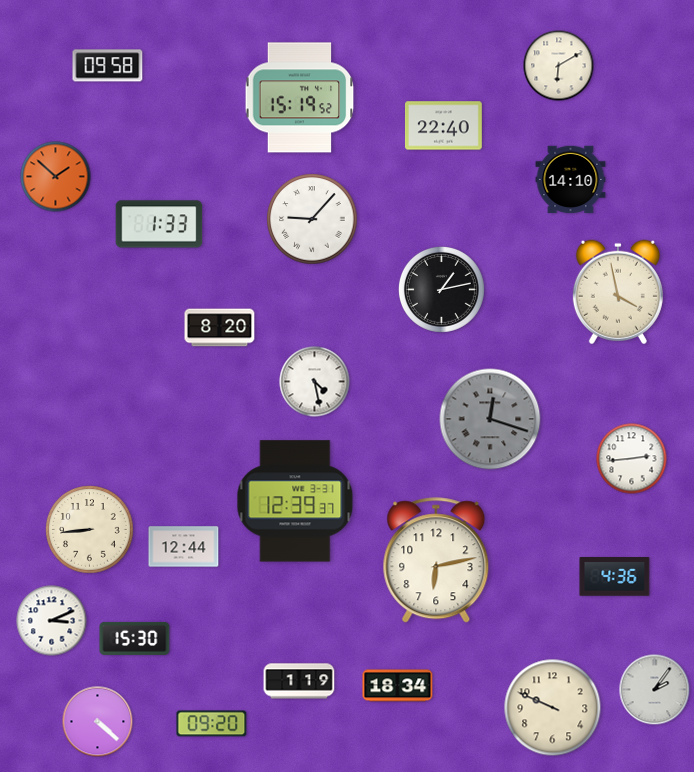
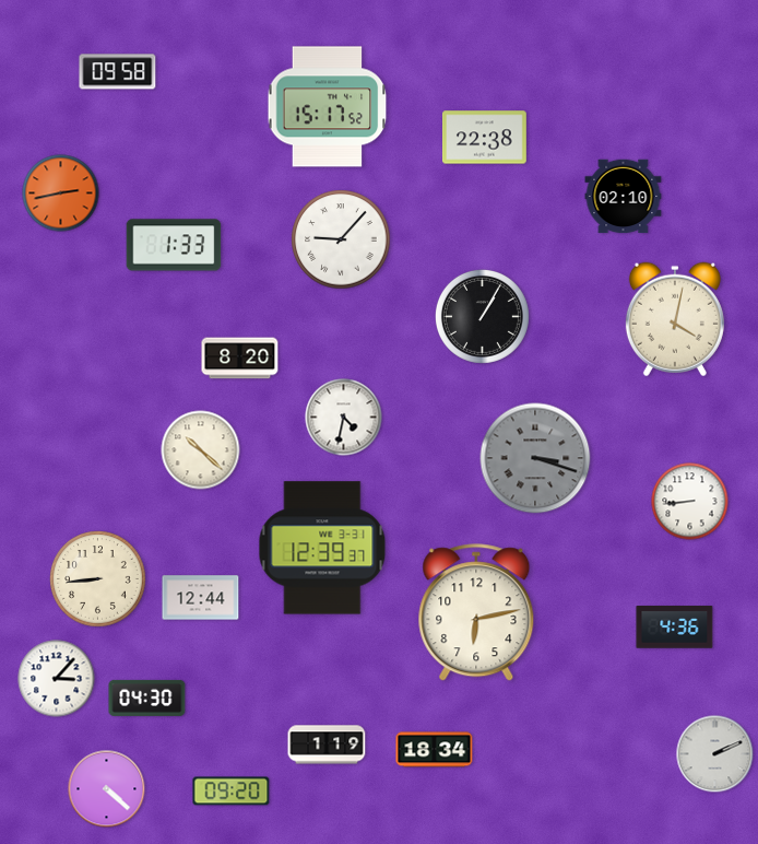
clock at (559, 66): 6:10 -> none
clock at (300, 98): 15:19 -> 15:17
clock at (444, 126): 22:40 -> 22:38
clock at (56, 177): 1:52 -> 2:43
clock at (571, 180): 14:10 -> 02:10
clock at (441, 289): 1:13 -> 1:05
clock at (618, 292): 3:58 -> 4:02
clock at (315, 382): 4:28 -> 4:32
clock at (201, 450): none -> 10:22
clock at (490, 419): 12:18 -> 3:18
clock at (632, 459): 2:44 -> 8:44
clock at (615, 577) position: (615, 577) -> (675, 628)
clock at (52, 621): 3:11 -> 3:07
clock at (135, 638): 15:30 -> 04:30
clock at (655, 690): 2:06 -> 2:11
clock at (553, 708): 9:49 -> none
